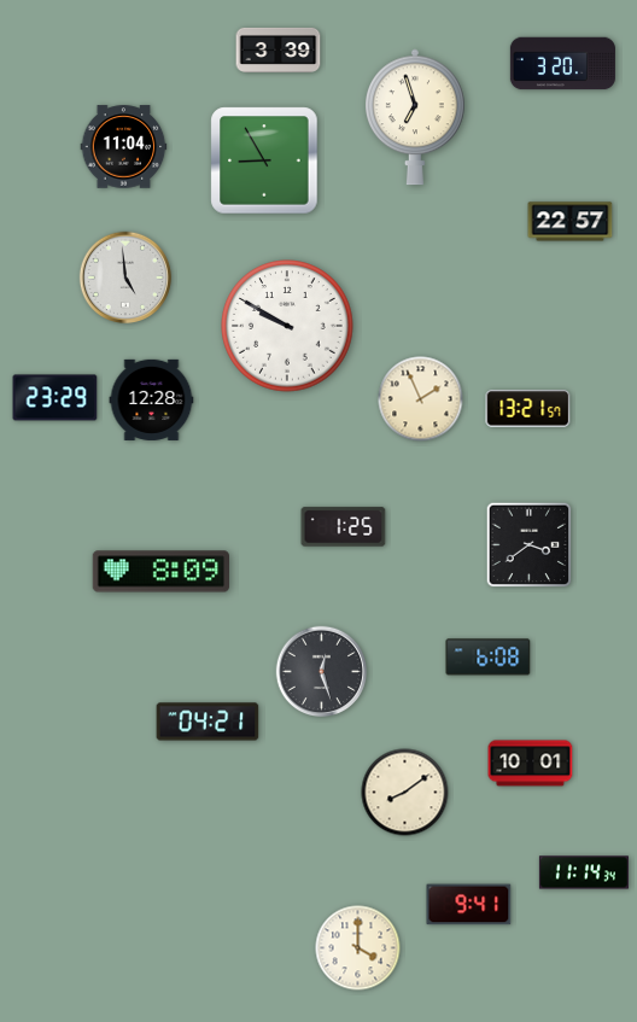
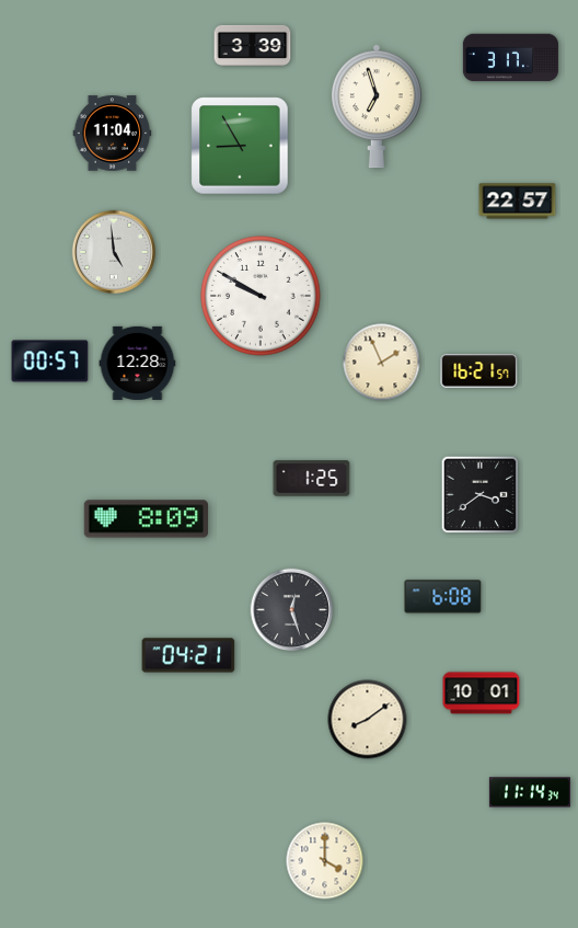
clock at (562, 64): 3:20 -> 3:17
clock at (55, 398): 23:29 -> 00:57
clock at (528, 409): 13:21 -> 16:21
clock at (469, 905): 9:41 -> none
